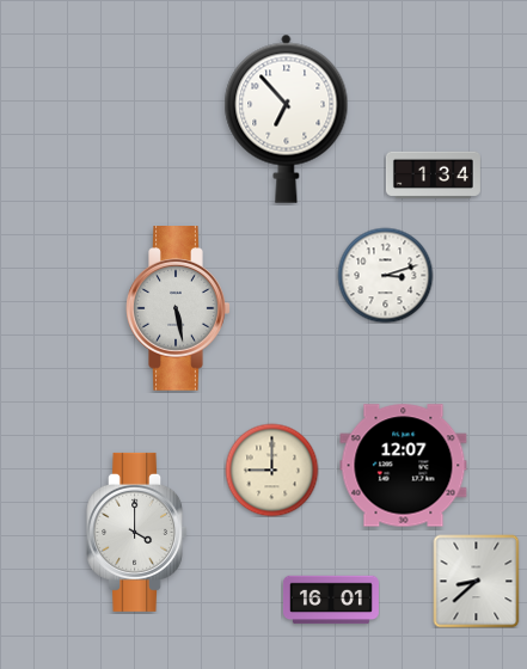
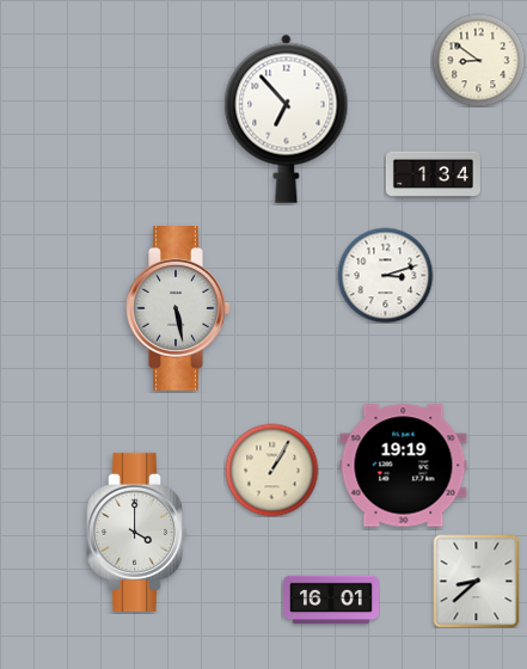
clock at (478, 60): none -> 8:51
clock at (404, 466): 12:07 -> 19:19
clock at (271, 469): 9:00 -> 1:05
